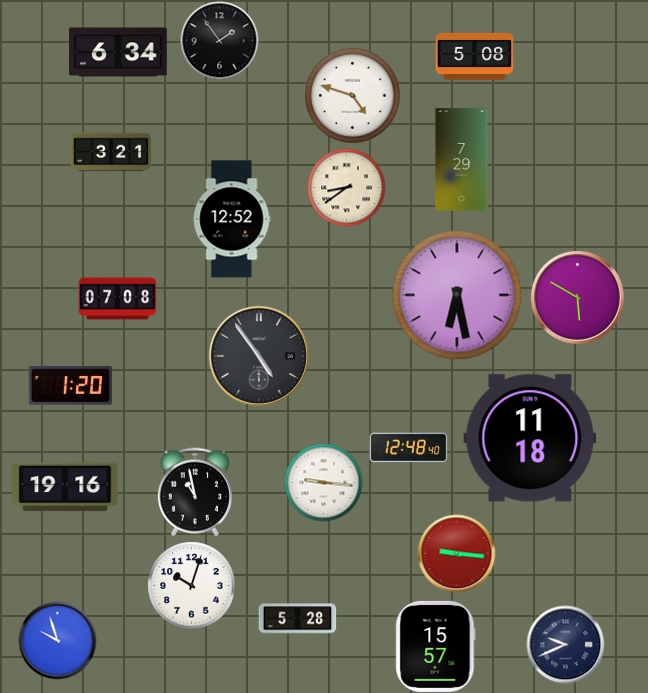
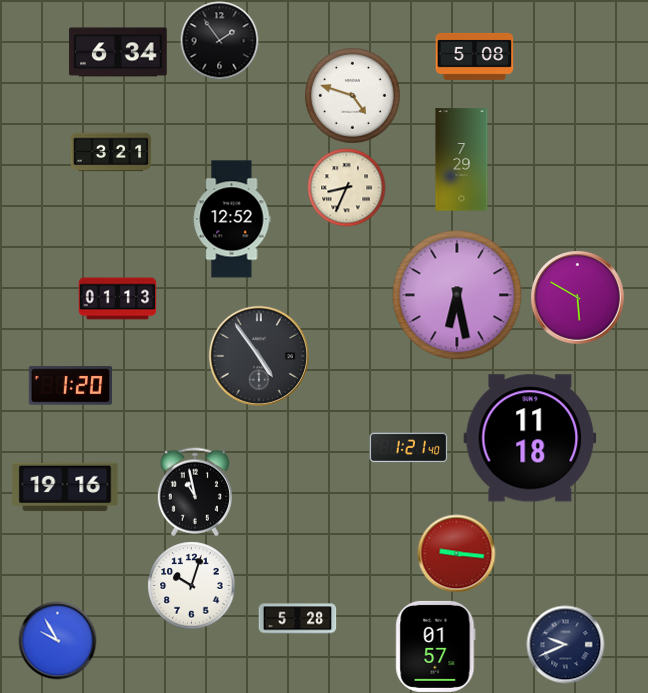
clock at (346, 187): 8:39 -> 8:34
clock at (117, 299): 07:08 -> 01:13
clock at (408, 448): 12:48 -> 1:21
clock at (323, 482): 9:16 -> none
clock at (57, 640): 9:57 -> 9:55
clock at (436, 646): 15:57 -> 01:57
